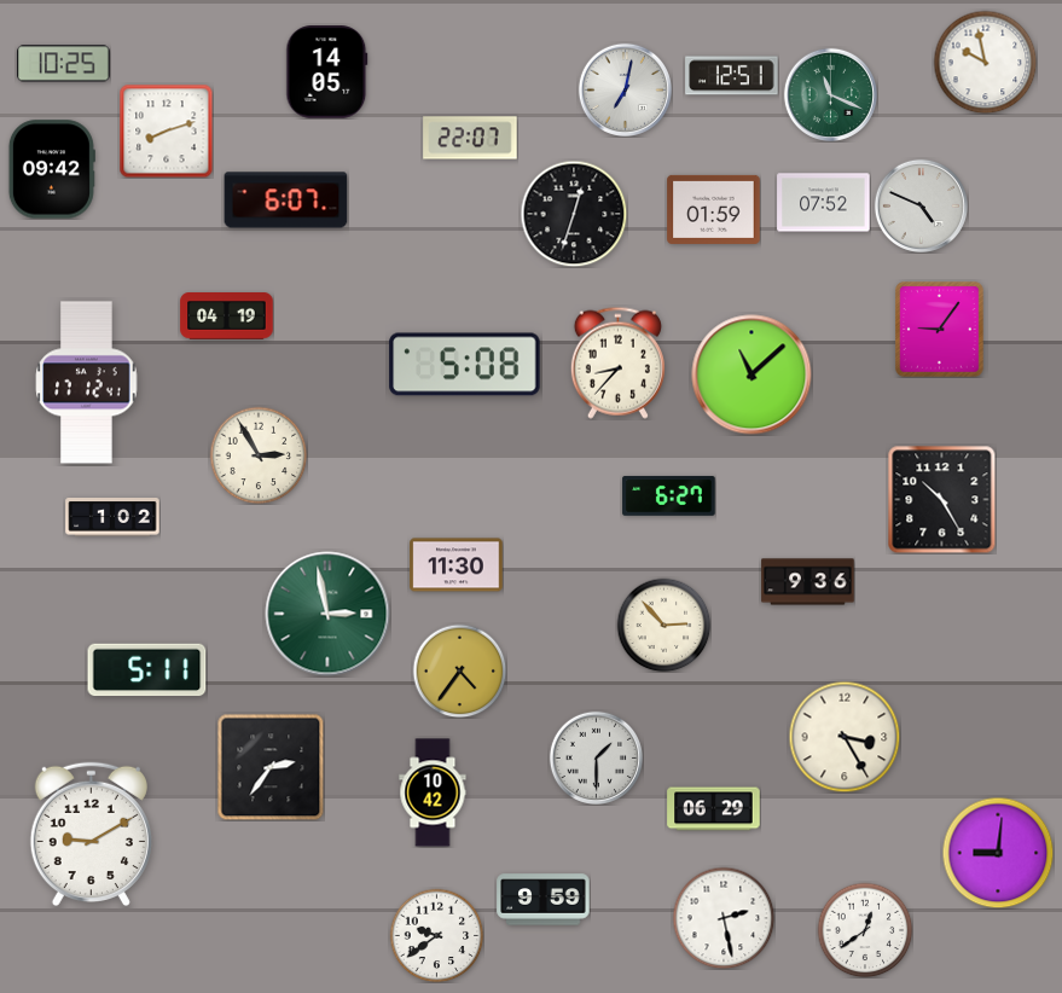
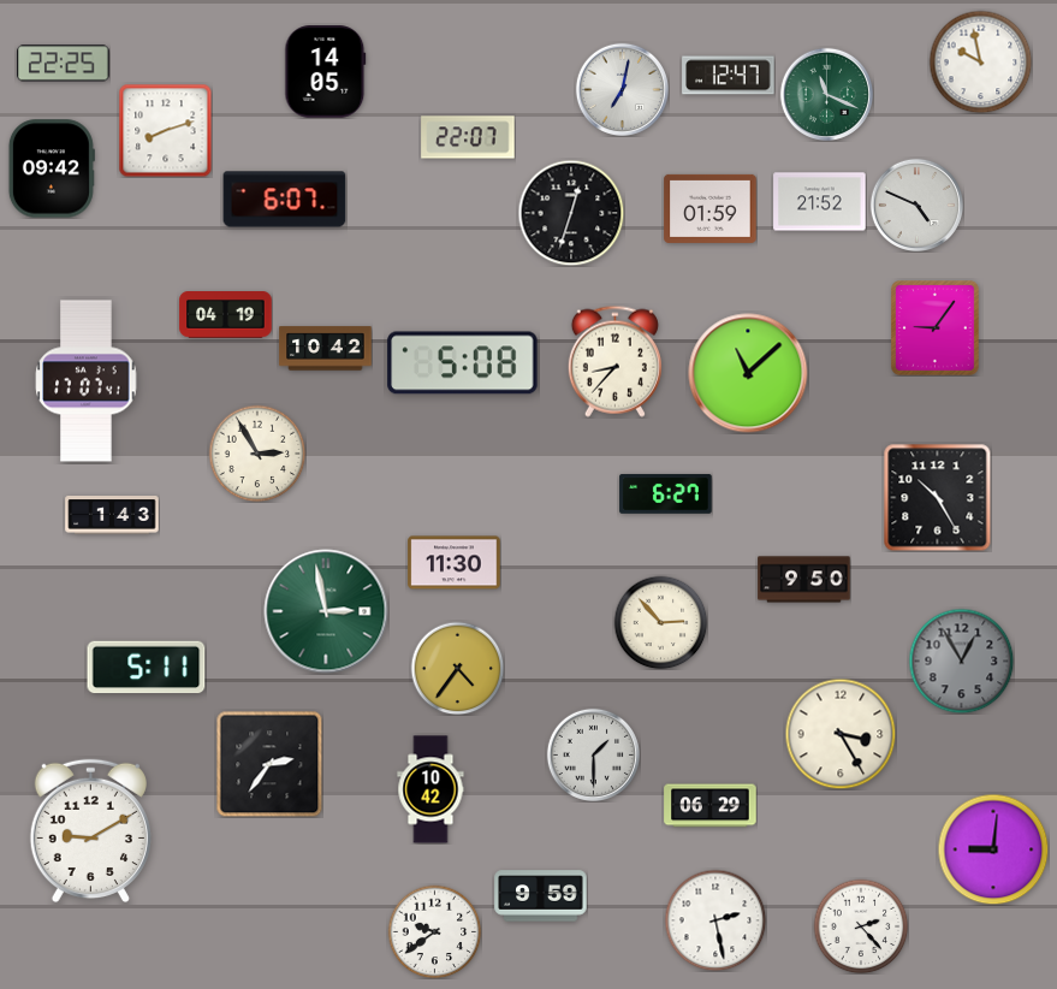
clock at (64, 64): 10:25 -> 22:25
clock at (732, 76): 12:51 -> 12:47
clock at (824, 203): 07:52 -> 21:52
clock at (326, 349): none -> 10:42
clock at (87, 383): 17:12 -> 17:07
clock at (112, 518): 1:02 -> 1:43
clock at (808, 582): 9:36 -> 9:50
clock at (961, 661): none -> 12:55
clock at (724, 918) position: (724, 918) -> (715, 920)
clock at (865, 930): 12:39 -> 2:23
